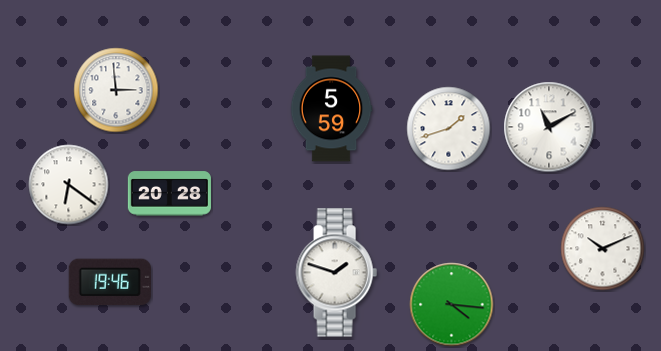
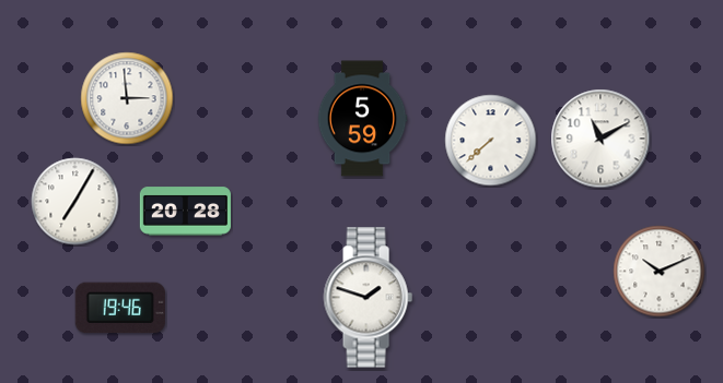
clock at (449, 129): 1:42 -> 7:38
clock at (69, 185): 6:21 -> 7:05
clock at (452, 305): 4:16 -> none
